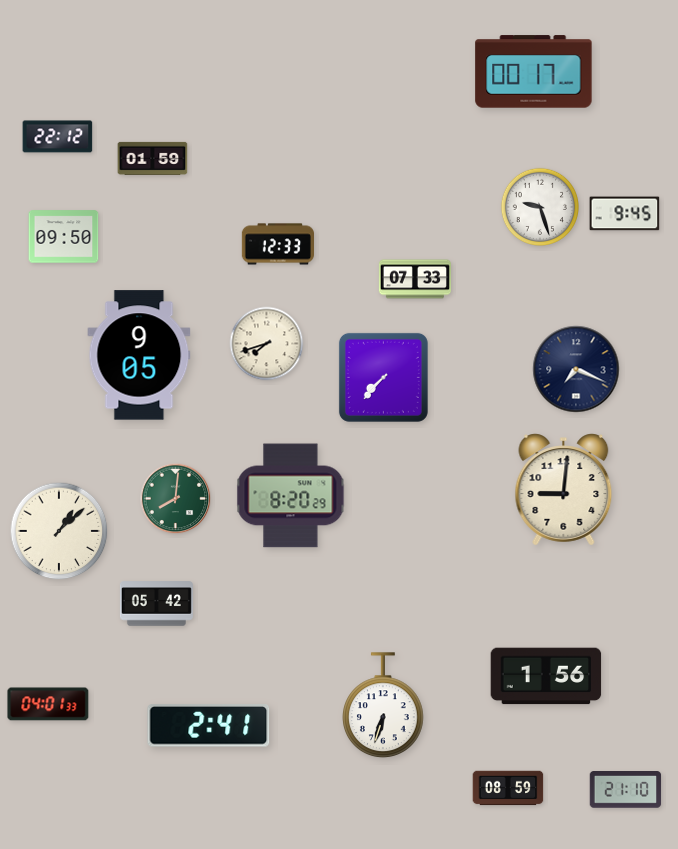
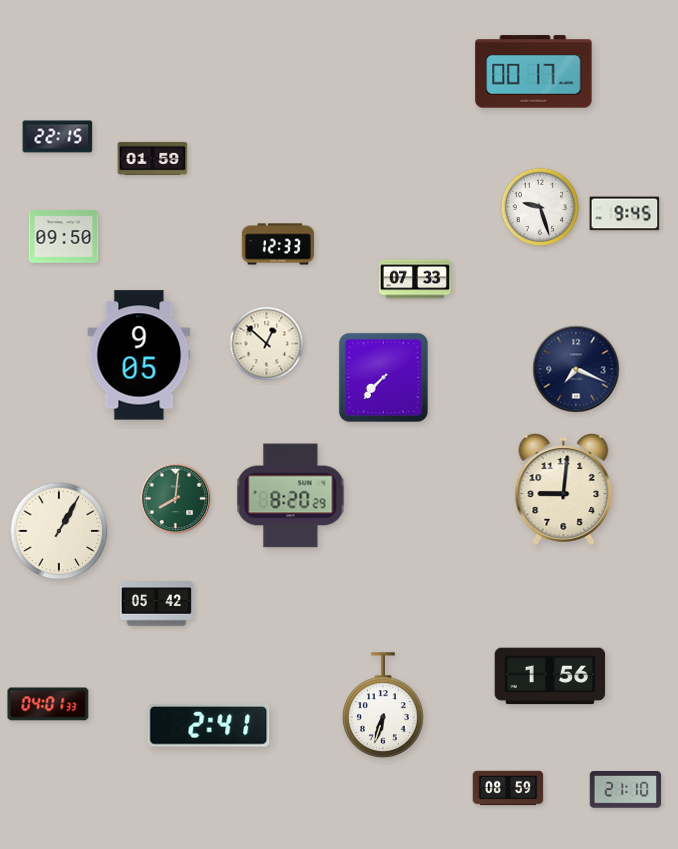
clock at (58, 137): 22:12 -> 22:15
clock at (267, 344): 7:42 -> 12:52
clock at (59, 531): 1:08 -> 1:05
clock at (546, 676) position: (546, 676) -> (550, 676)
